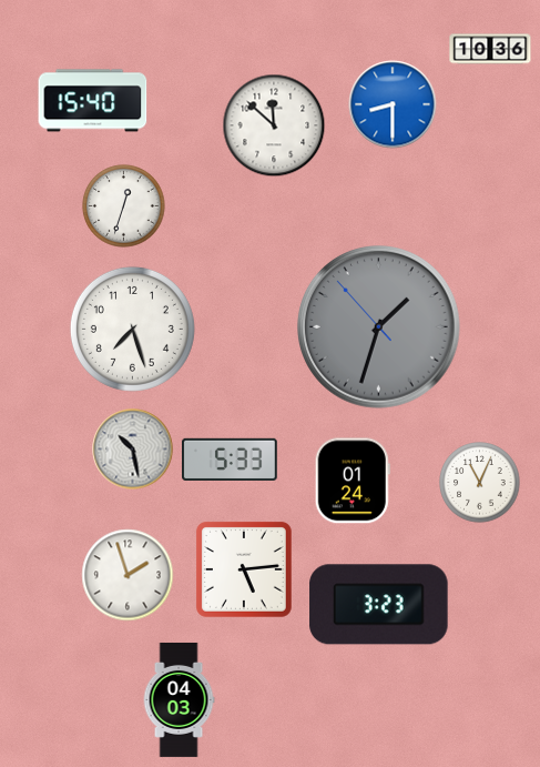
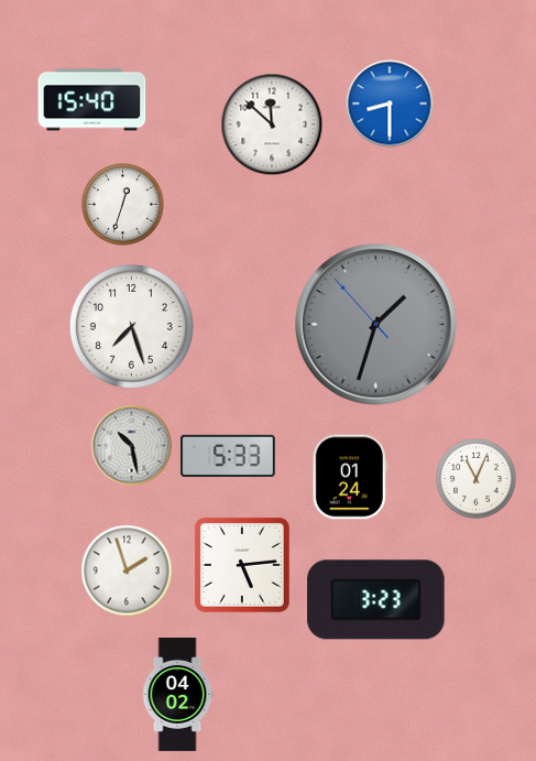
clock at (490, 49): 10:36 -> none
clock at (179, 699): 04:03 -> 04:02
